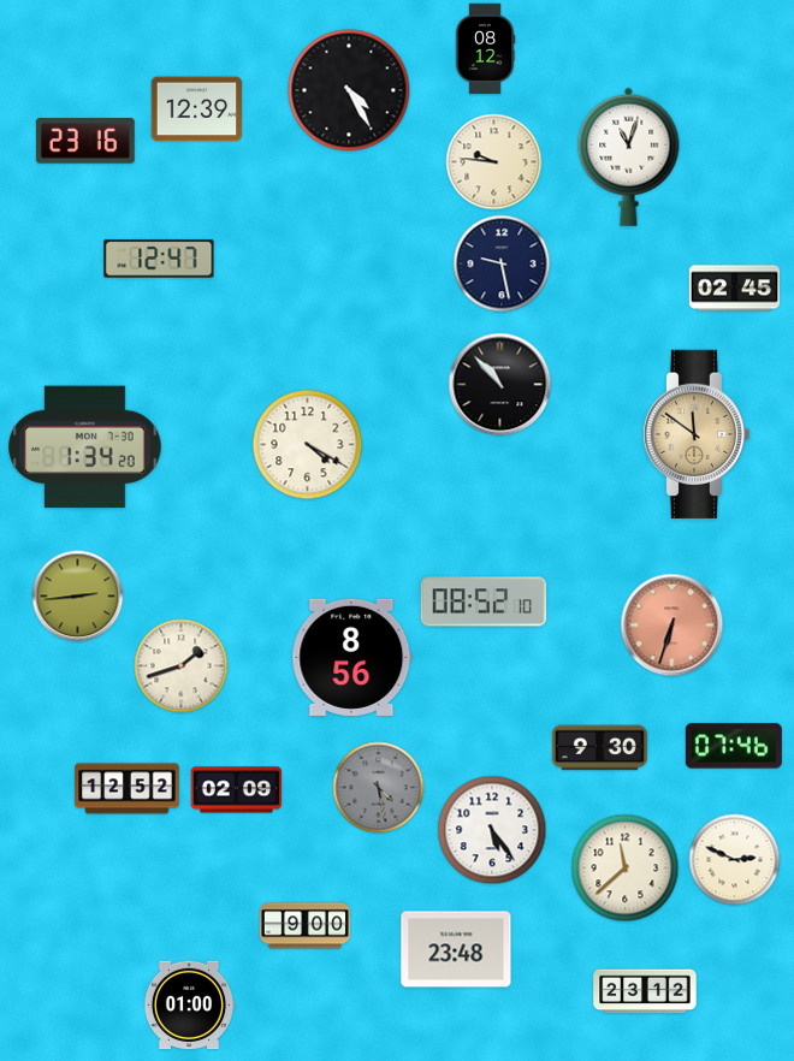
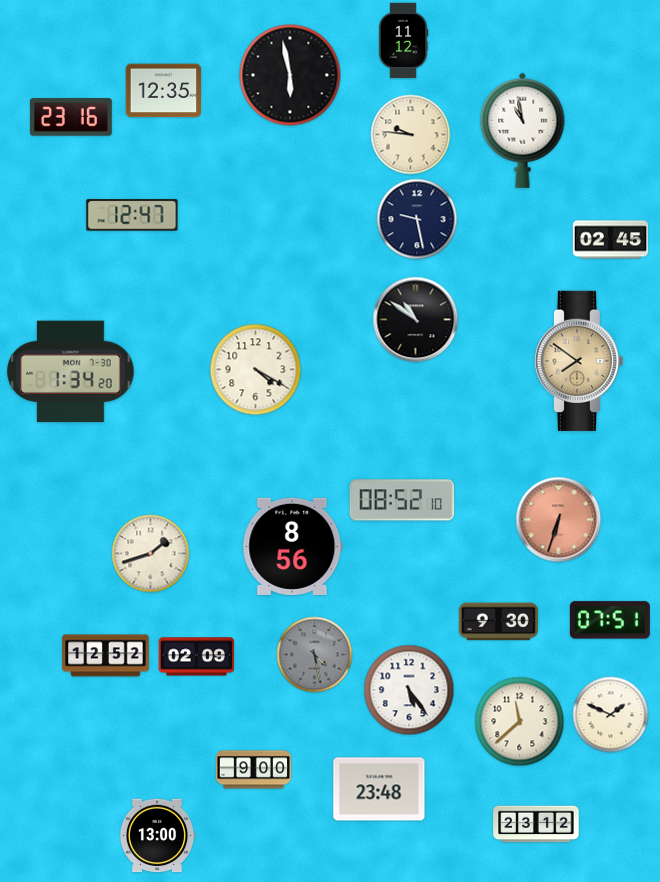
clock at (485, 49): 08:12 -> 11:12
clock at (349, 90): 4:25 -> 5:58
clock at (197, 109): 12:39 -> 12:35
clock at (629, 156): 11:03 -> 10:58
clock at (500, 385): 10:53 -> 10:51
clock at (695, 434): 11:51 -> 7:51
clock at (78, 597): 2:44 -> none
clock at (734, 746): 07:46 -> 07:51
clock at (735, 860): 2:49 -> 1:49
clock at (189, 1006): 01:00 -> 13:00
